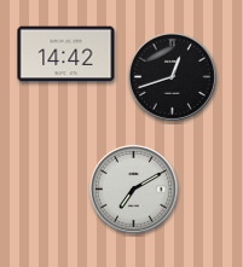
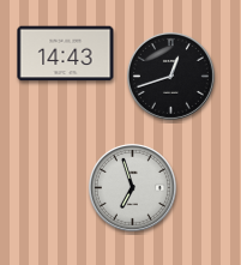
clock at (66, 54): 14:42 -> 14:43
clock at (133, 188): 7:10 -> 6:57
